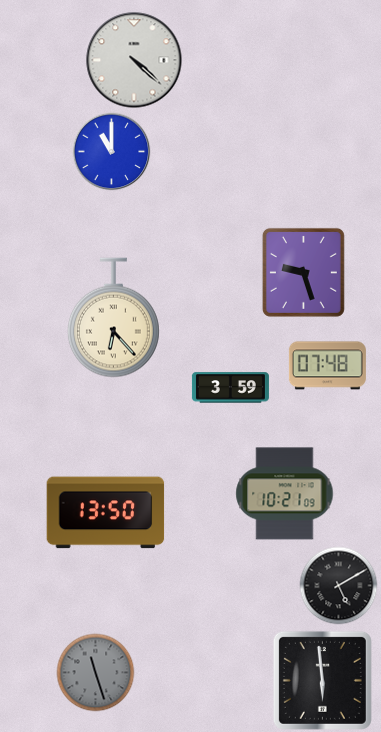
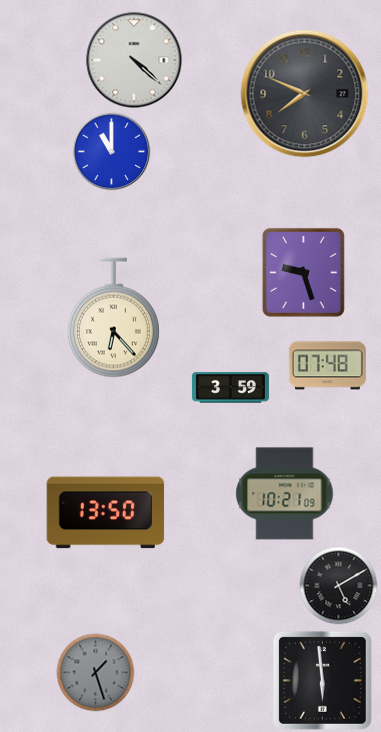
clock at (305, 94): none -> 7:49
clock at (95, 672): 11:27 -> 1:27
